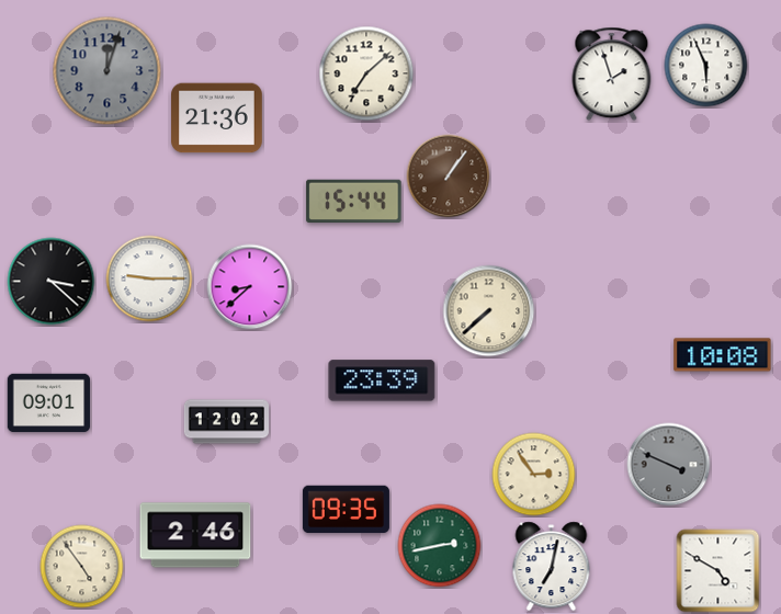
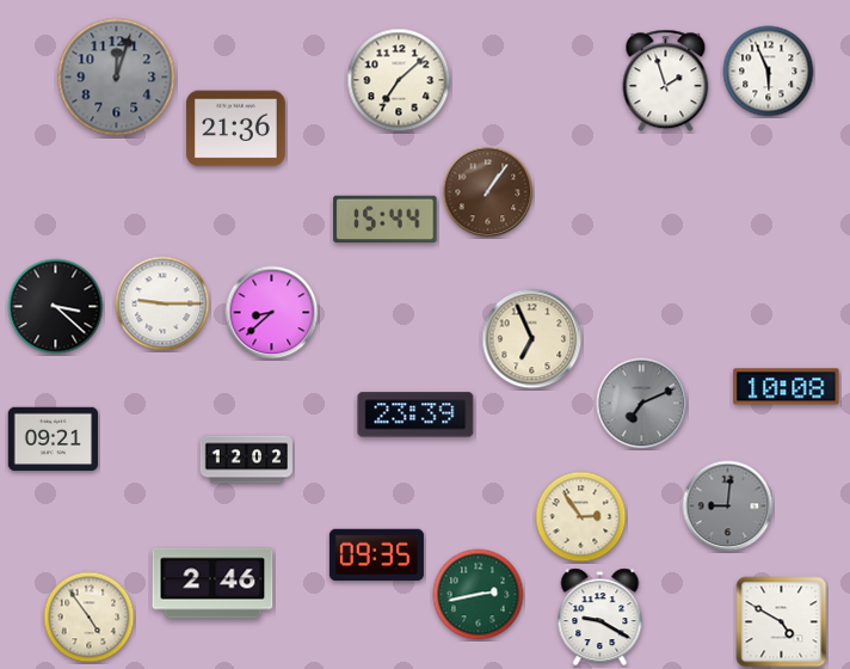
clock at (489, 311): 7:38 -> 6:56
clock at (642, 404): none -> 7:11
clock at (49, 403): 09:01 -> 09:21
clock at (669, 465): 3:49 -> 9:01
clock at (552, 567): 7:02 -> 9:20
